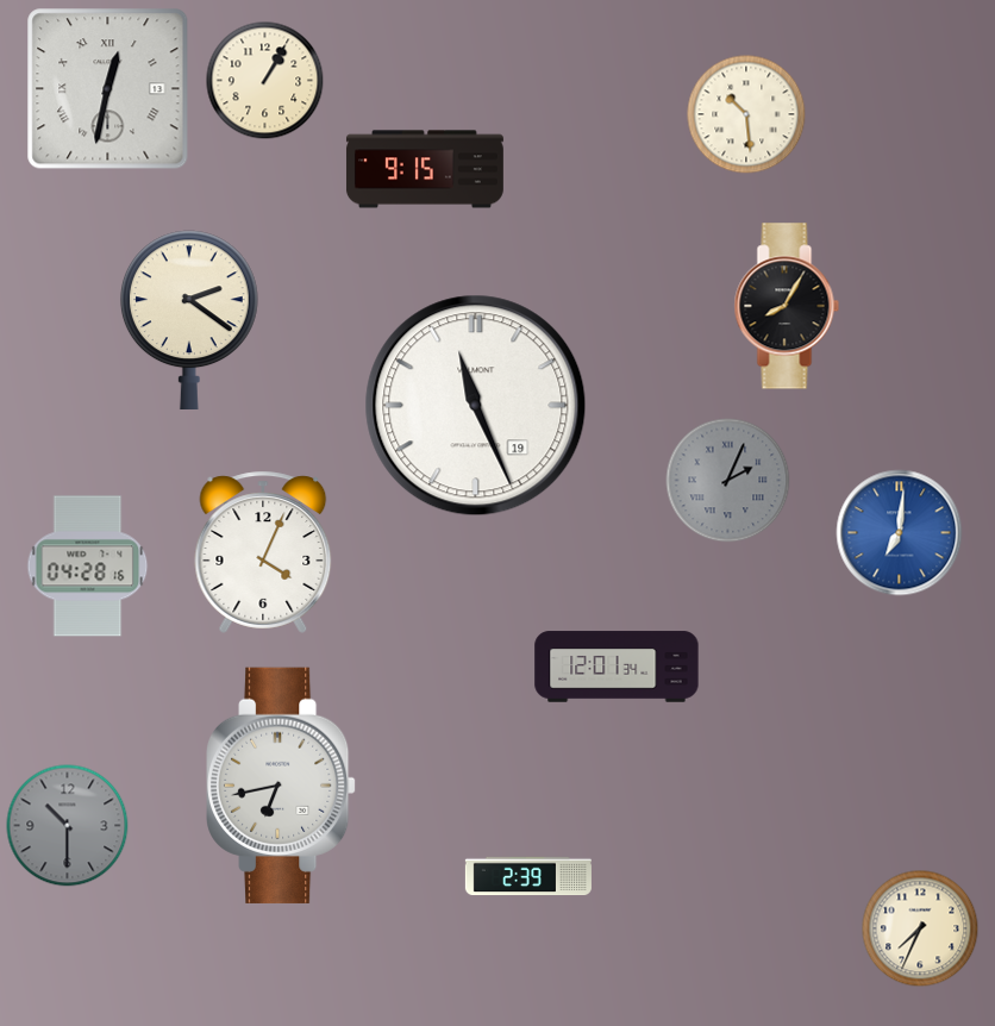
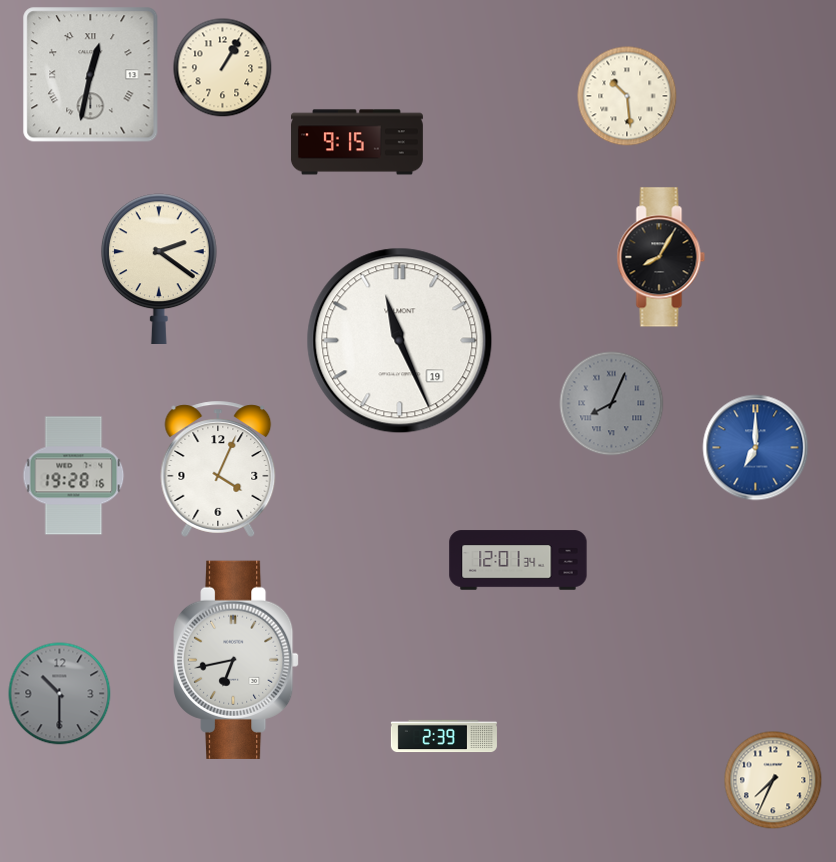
clock at (728, 481): 2:04 -> 8:04
clock at (900, 533): 7:01 -> 7:00
clock at (263, 552) position: (263, 552) -> (218, 469)
clock at (88, 567): 04:28 -> 19:28
clock at (68, 826) position: (68, 826) -> (60, 694)
